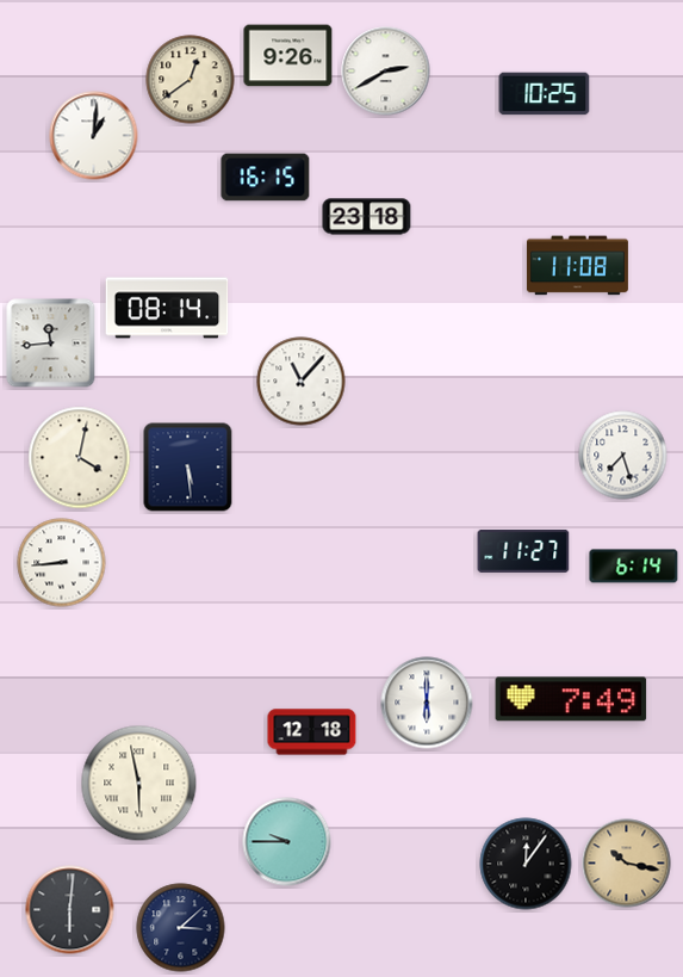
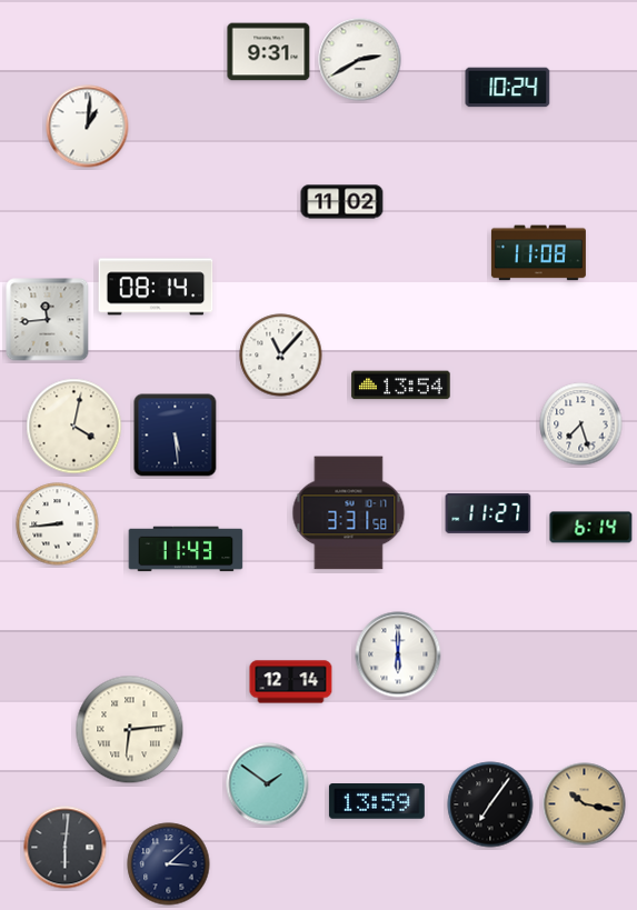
clock at (288, 56): 9:26 -> 9:31
clock at (386, 72) position: (386, 72) -> (360, 60)
clock at (191, 80): 12:39 -> none
clock at (545, 94): 10:25 -> 10:24
clock at (266, 178): 16:15 -> none
clock at (367, 217): 23:18 -> 11:02
clock at (577, 266) position: (577, 266) -> (538, 253)
clock at (401, 386): none -> 13:54
clock at (349, 513): none -> 3:31
clock at (186, 549): none -> 11:43
clock at (571, 699): 7:49 -> none
clock at (312, 732): 12:18 -> 12:14
clock at (139, 784): 5:58 -> 6:14
clock at (287, 842): 9:45 -> 1:51
clock at (377, 802): none -> 13:59
clock at (526, 864): 12:06 -> 7:06
